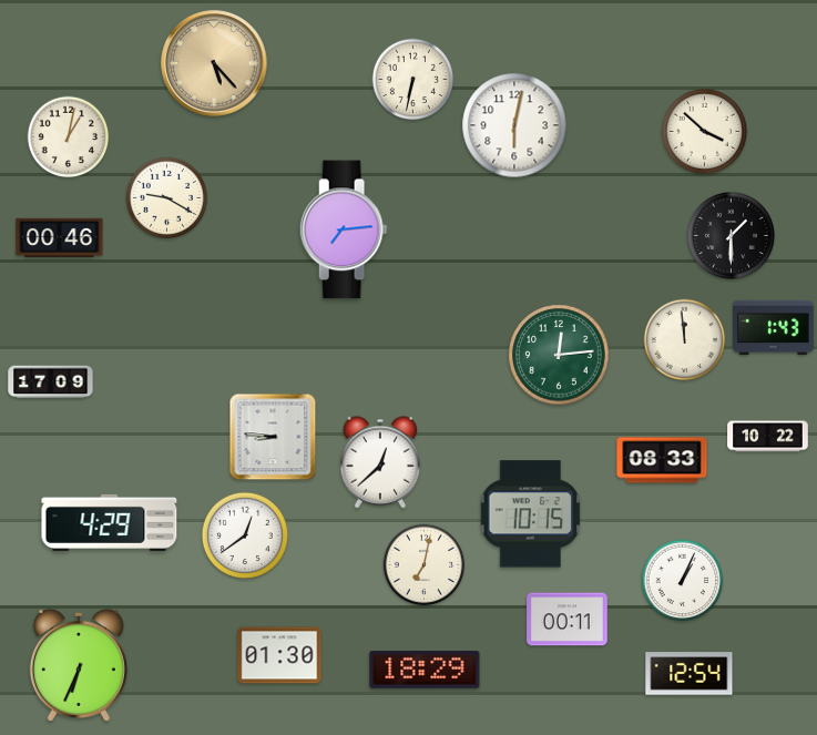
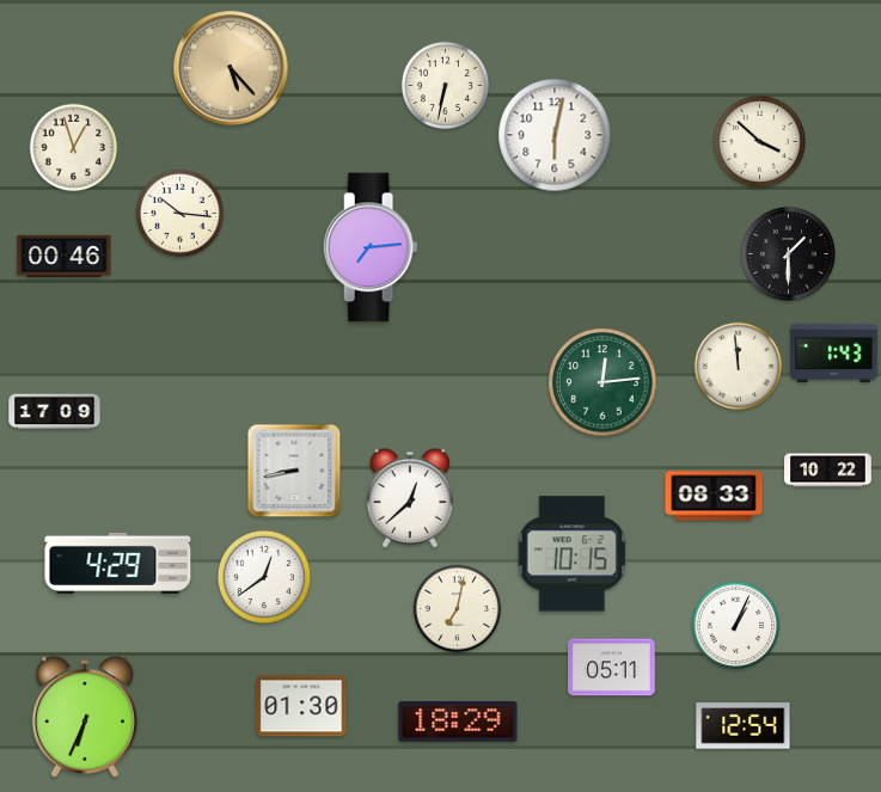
clock at (69, 137): 1:02 -> 12:57
clock at (167, 198): 9:20 -> 10:16
clock at (273, 437): 8:46 -> 8:43
clock at (568, 620): 00:11 -> 05:11
